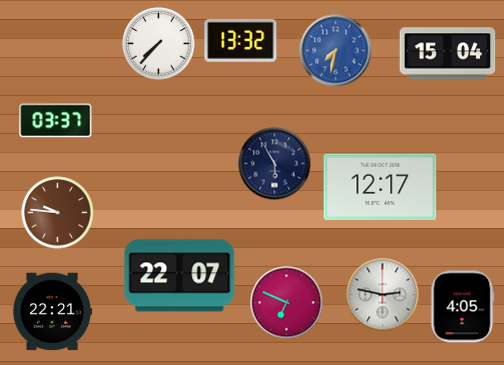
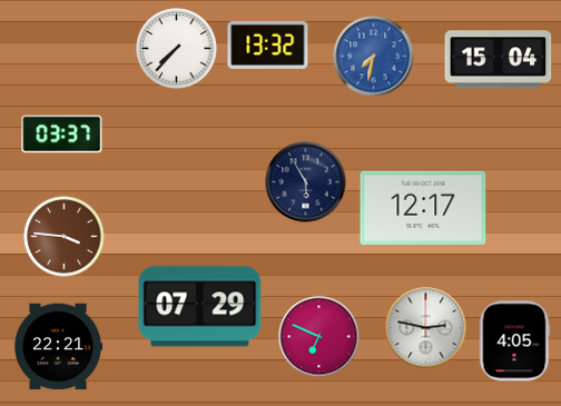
clock at (58, 213): 9:46 -> 3:46
clock at (180, 276): 22:07 -> 07:29
